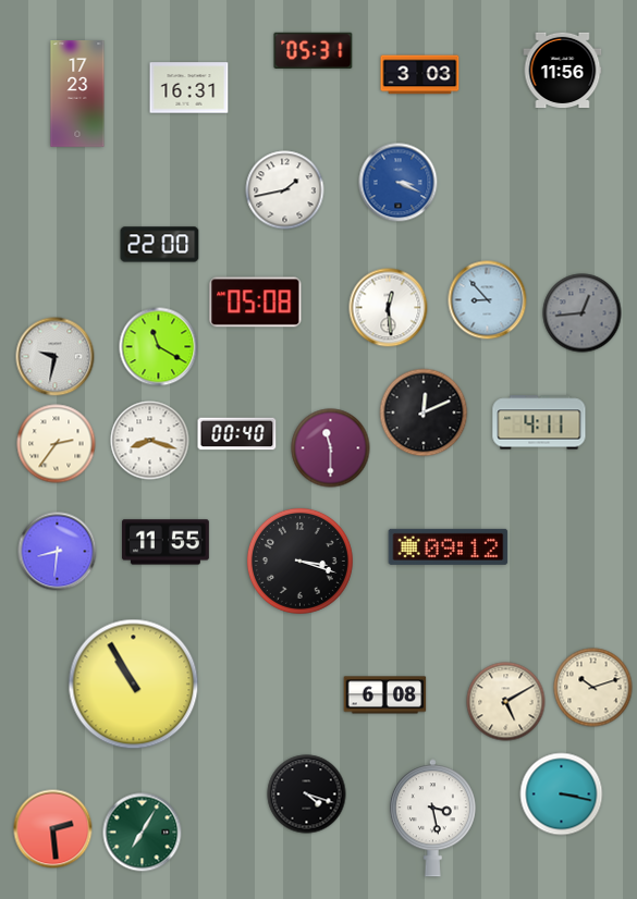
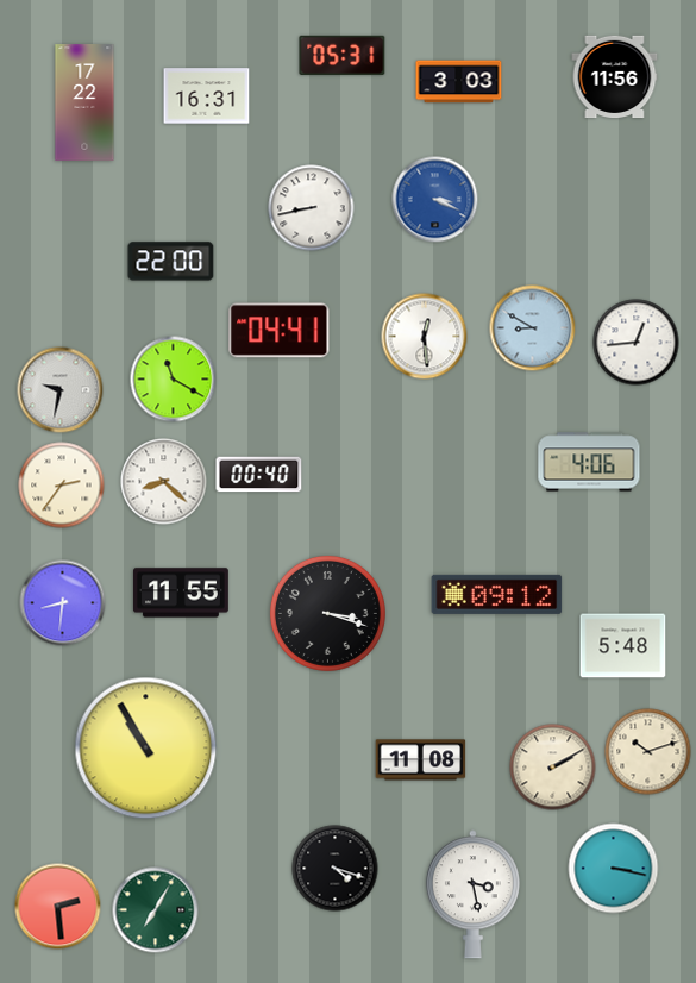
clock at (77, 94): 17:23 -> 17:22
clock at (285, 190): 1:43 -> 8:43
clock at (160, 245) position: (160, 245) -> (171, 262)
clock at (488, 300): 8:53 -> 8:50
clock at (256, 303): 05:08 -> 04:41
clock at (583, 313) dial: grey -> white
clock at (424, 412): 12:11 -> none
clock at (539, 422): 4:11 -> 4:06
clock at (150, 441): 8:18 -> 8:22
clock at (331, 448): 11:30 -> none
clock at (449, 546) position: (449, 546) -> (497, 594)
clock at (623, 646): none -> 5:48
clock at (385, 695): 6:08 -> 11:08
clock at (506, 702): 5:10 -> 2:10
